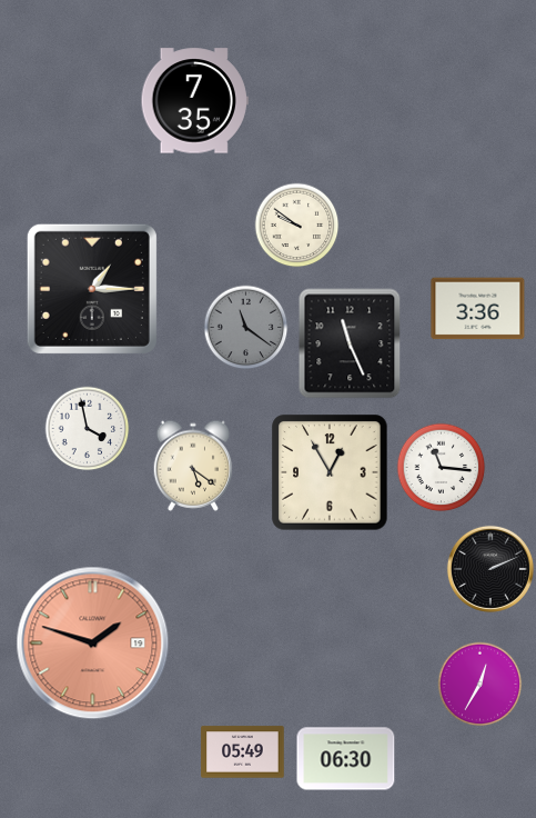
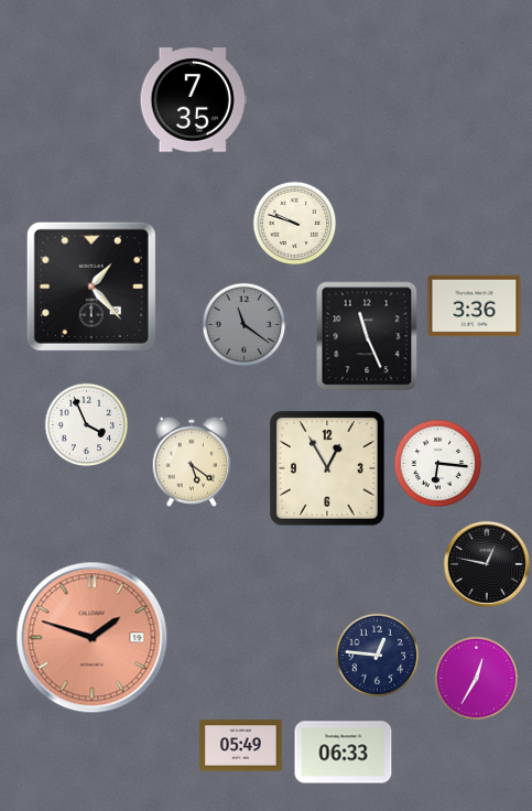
clock at (297, 226): 9:51 -> 9:48
clock at (92, 289): 1:15 -> 1:23
clock at (350, 343) position: (350, 343) -> (367, 336)
clock at (88, 429): 3:58 -> 3:56
clock at (442, 468): 11:16 -> 6:16
clock at (491, 569): 2:11 -> 12:47
clock at (378, 656): none -> 12:46
clock at (346, 759): 06:30 -> 06:33
